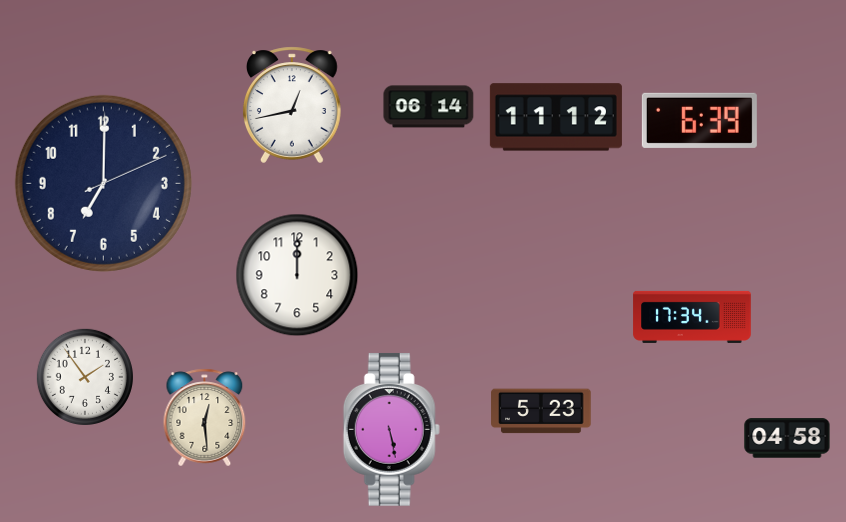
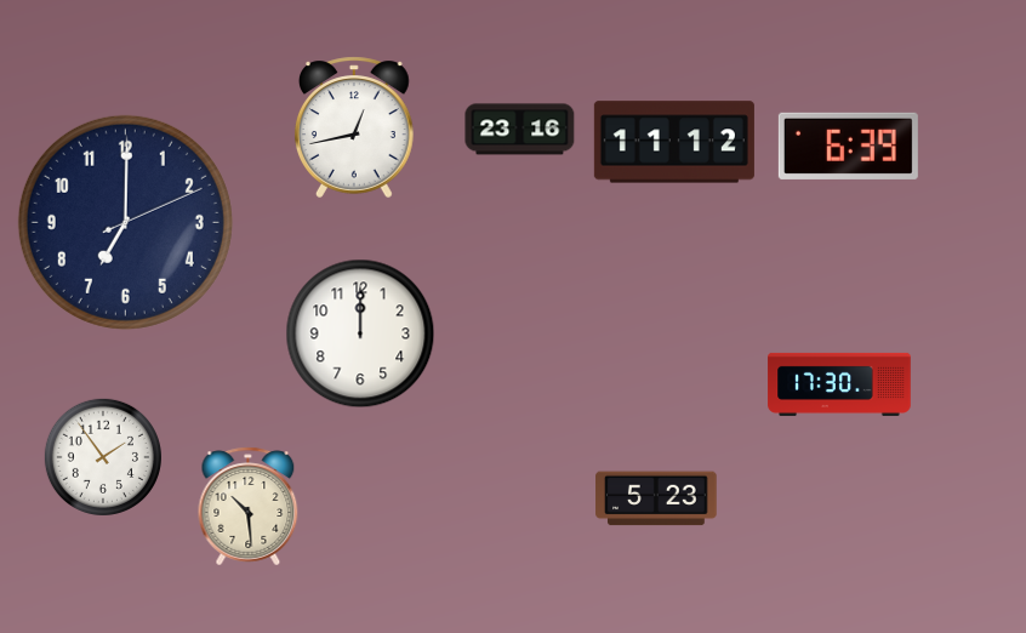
clock at (429, 107): 06:14 -> 23:16
clock at (692, 317): 17:34 -> 17:30
clock at (205, 418): 12:29 -> 10:29
clock at (391, 429): 5:28 -> none
clock at (787, 438): 04:58 -> none
